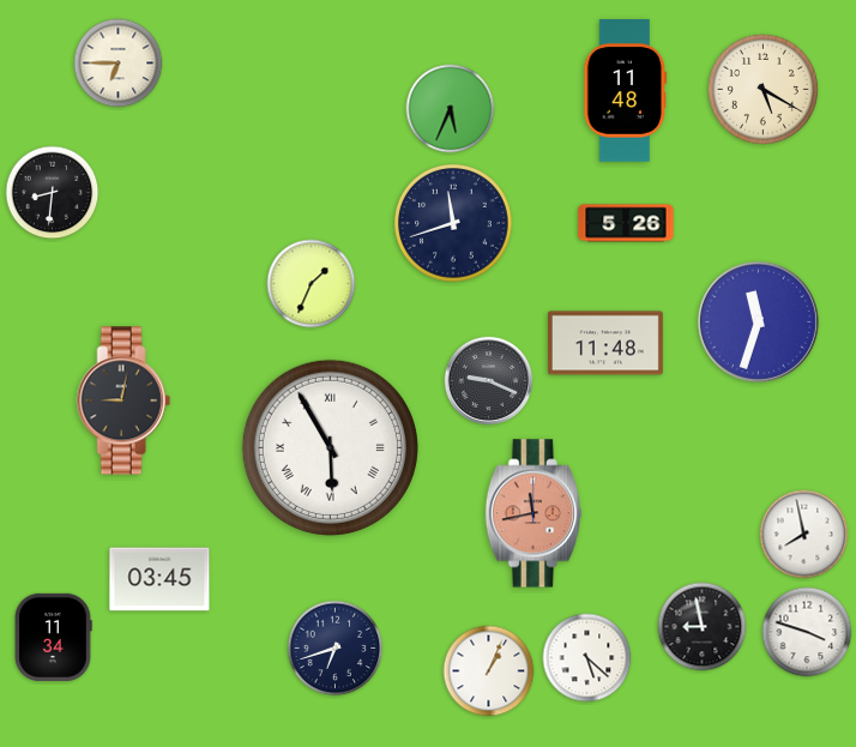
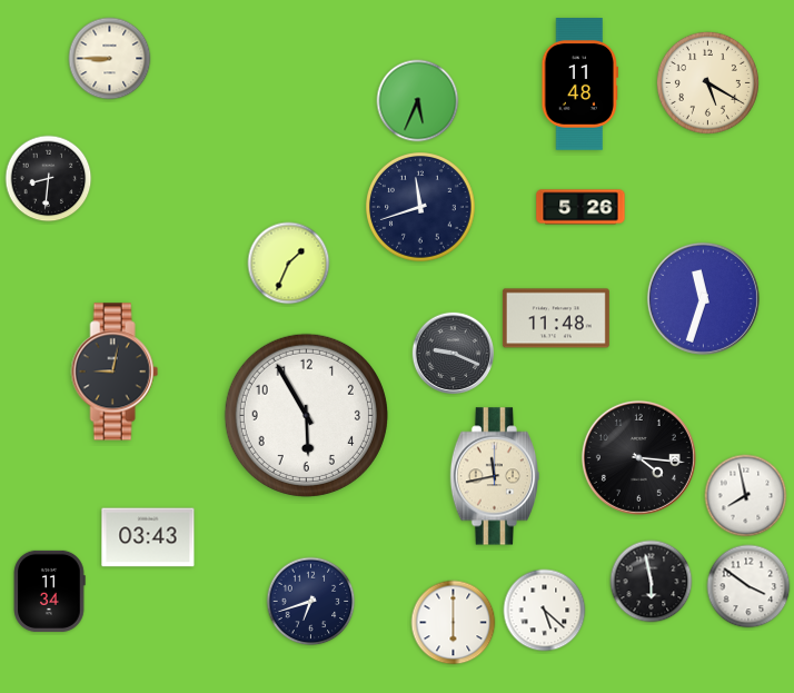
clock at (119, 64): 6:45 -> 8:45
clock at (605, 343) position: (605, 343) -> (556, 318)
clock at (330, 447) numerals: Roman -> Arabic
clock at (638, 457): none -> 4:16
clock at (532, 513) dial: salmon -> cream
clock at (159, 579): 03:45 -> 03:43
clock at (703, 627): 8:58 -> 5:58
clock at (807, 632): 3:48 -> 3:51
clock at (489, 671): 1:04 -> 6:00
